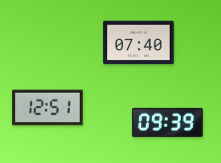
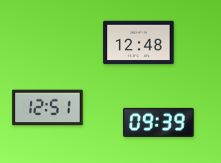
clock at (139, 43): 07:40 -> 12:48
clock at (168, 122) position: (168, 122) -> (159, 122)
